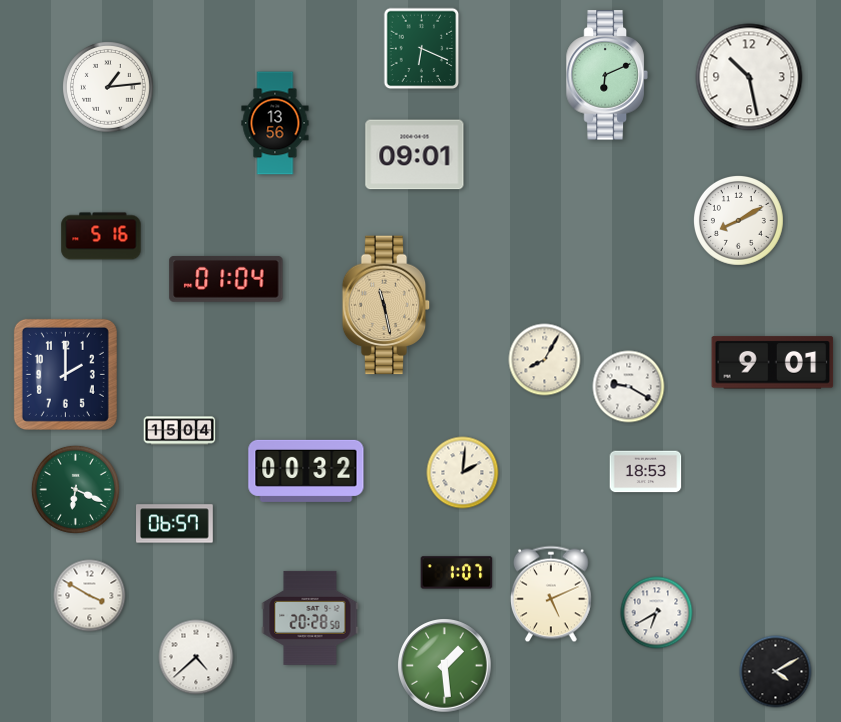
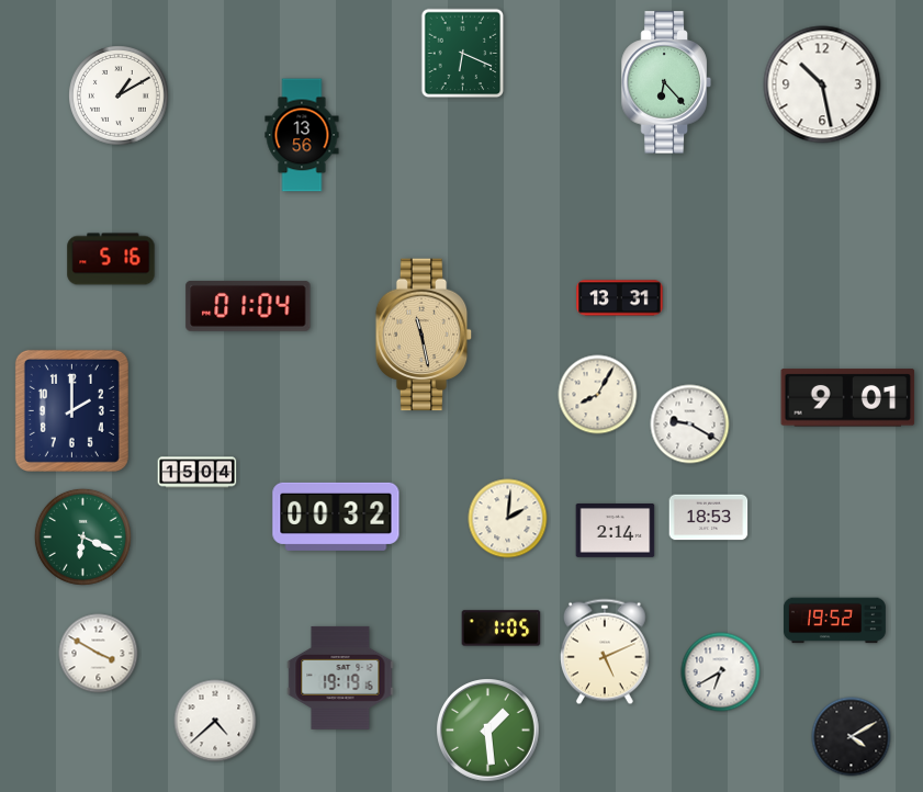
clock at (607, 75): 6:11 -> 6:23
clock at (109, 88): 1:14 -> 1:10
clock at (415, 155): 09:01 -> none
clock at (738, 220): 8:10 -> none
clock at (620, 298): none -> 13:31
clock at (616, 531): none -> 2:14
clock at (175, 524): 06:57 -> none
clock at (834, 621): none -> 19:52
clock at (457, 573): 1:07 -> 1:05
clock at (310, 618): 20:28 -> 19:19
